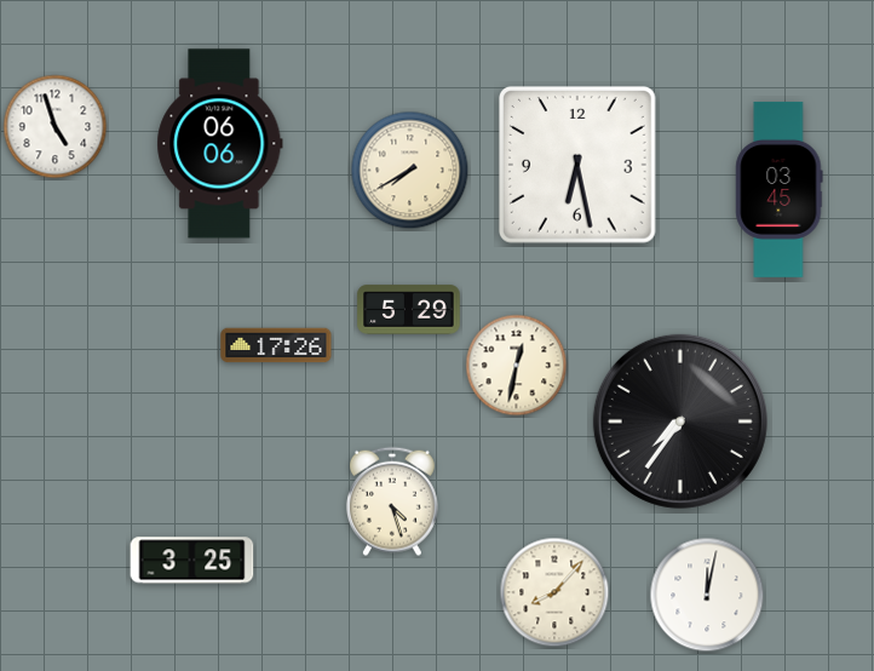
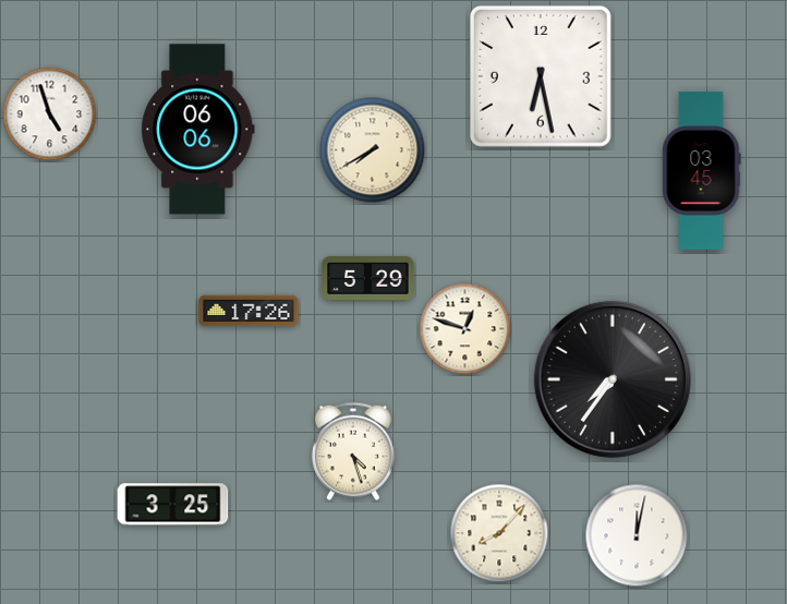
clock at (577, 165) position: (577, 165) -> (541, 76)
clock at (410, 171) position: (410, 171) -> (373, 150)
clock at (517, 366): 12:32 -> 12:48
